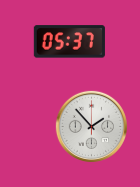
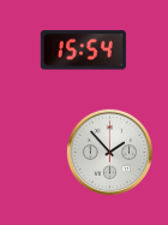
clock at (69, 42): 05:37 -> 15:54
